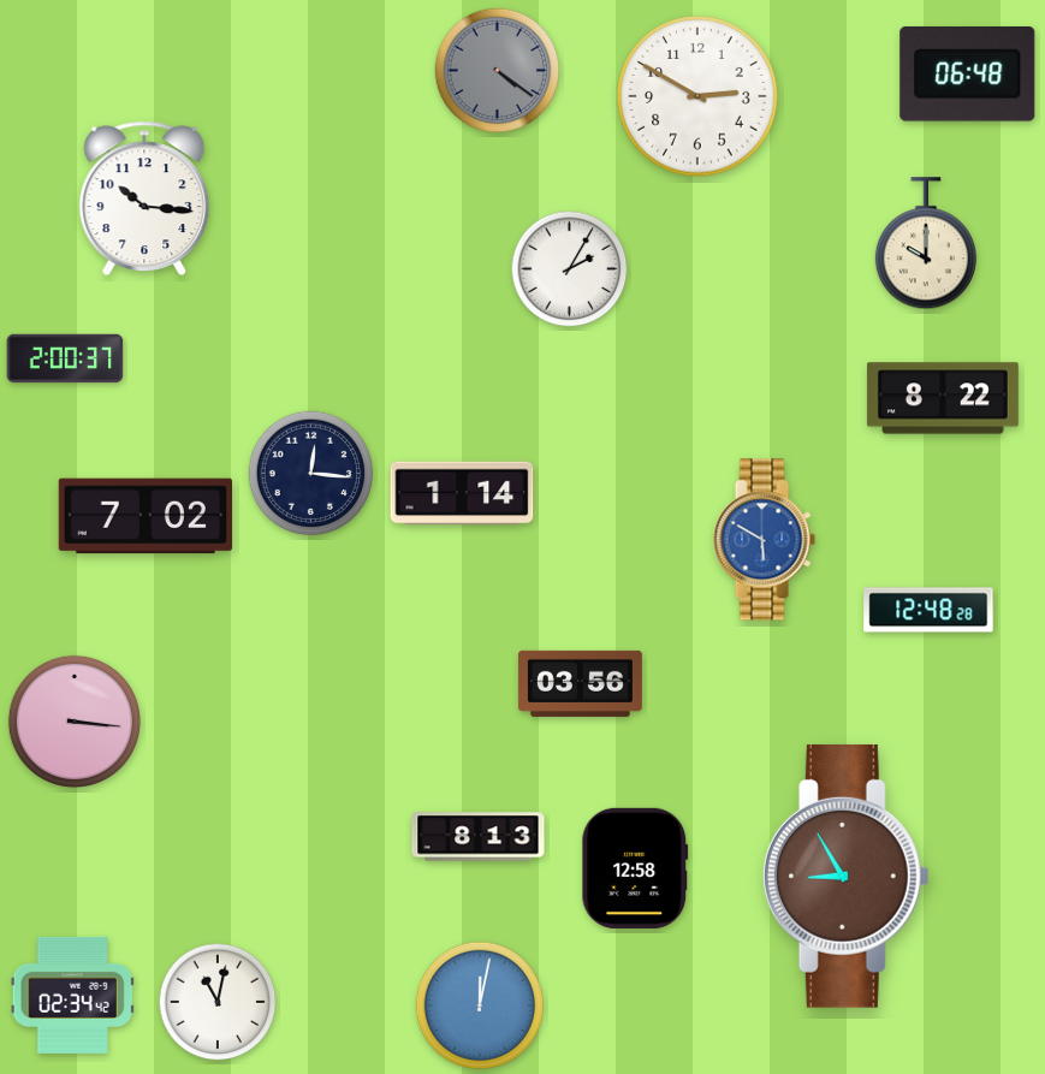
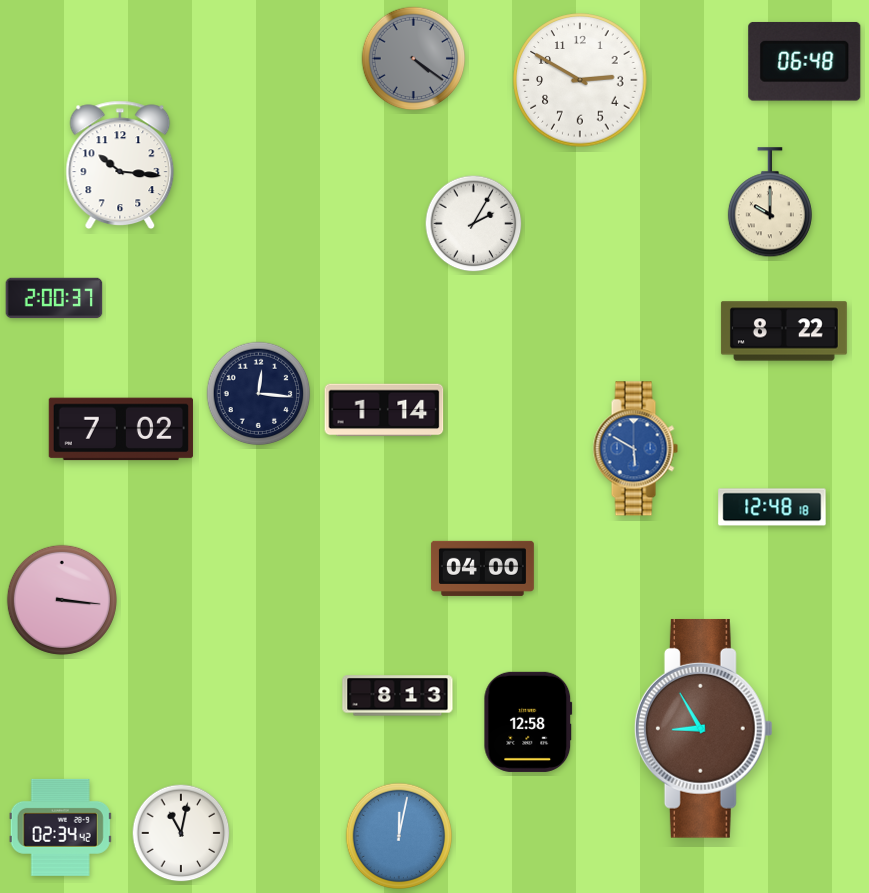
clock at (928, 610): 12:48:28 -> 12:48:18
clock at (580, 683): 03:56 -> 04:00
